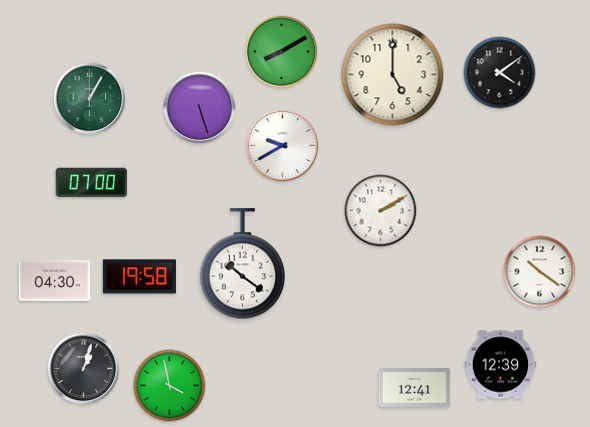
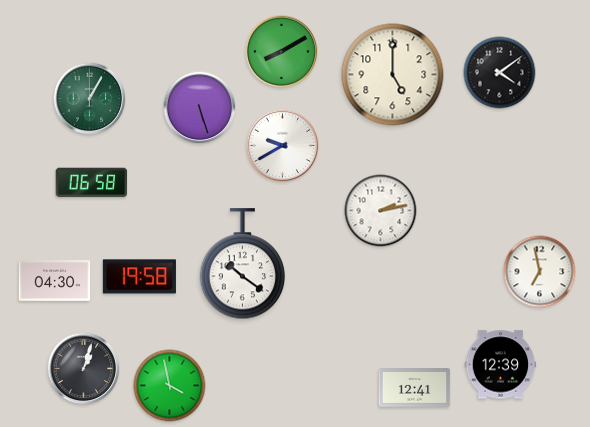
clock at (92, 183): 07:00 -> 06:58
clock at (381, 211): 2:10 -> 2:13
clock at (540, 272): 10:21 -> 6:58
